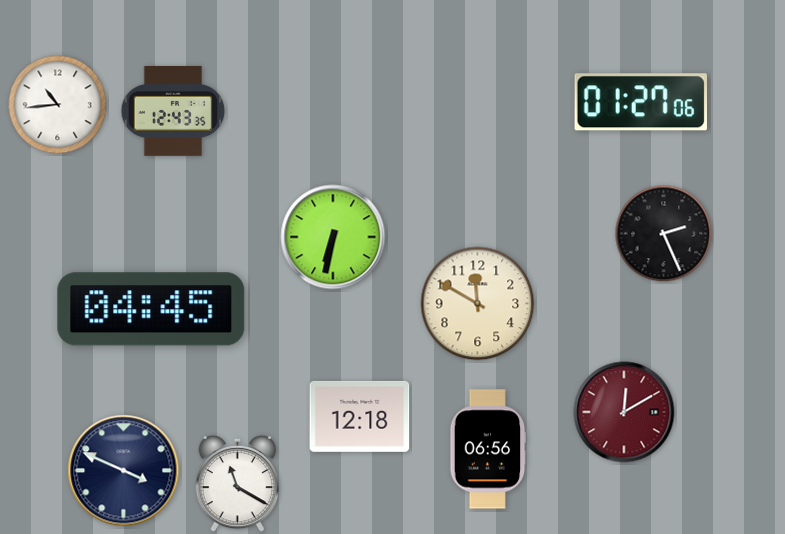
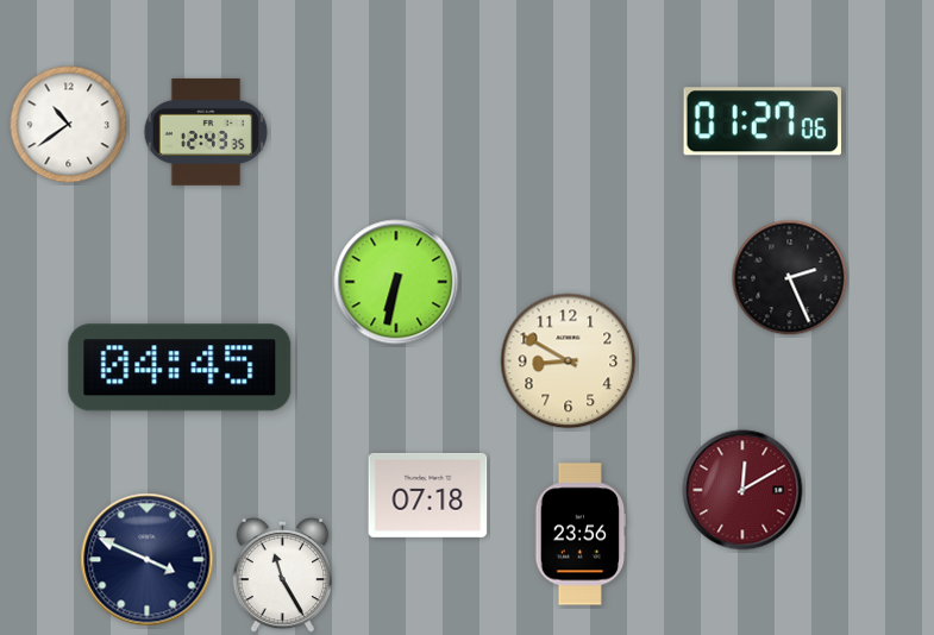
clock at (58, 105): 10:44 -> 10:39
clock at (478, 304): 11:50 -> 8:50
clock at (360, 416): 12:18 -> 07:18
clock at (488, 449): 06:56 -> 23:56
clock at (238, 484): 11:20 -> 11:25
